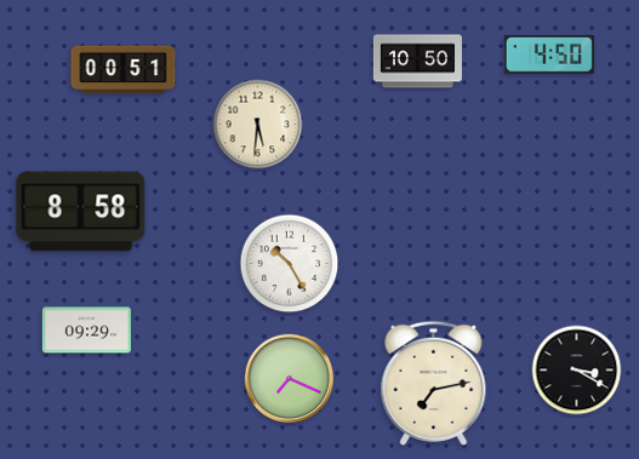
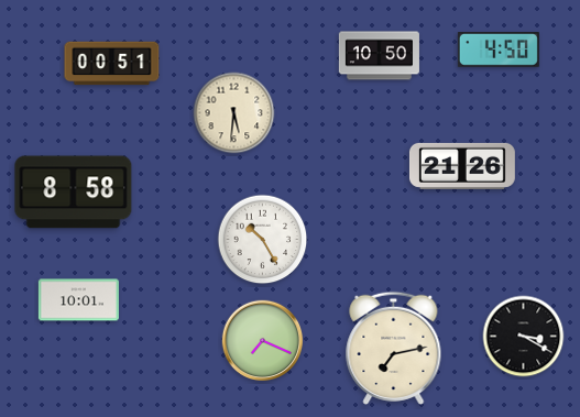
clock at (462, 166): none -> 21:26
clock at (86, 331): 09:29 -> 10:01
clock at (290, 379) position: (290, 379) -> (263, 341)
